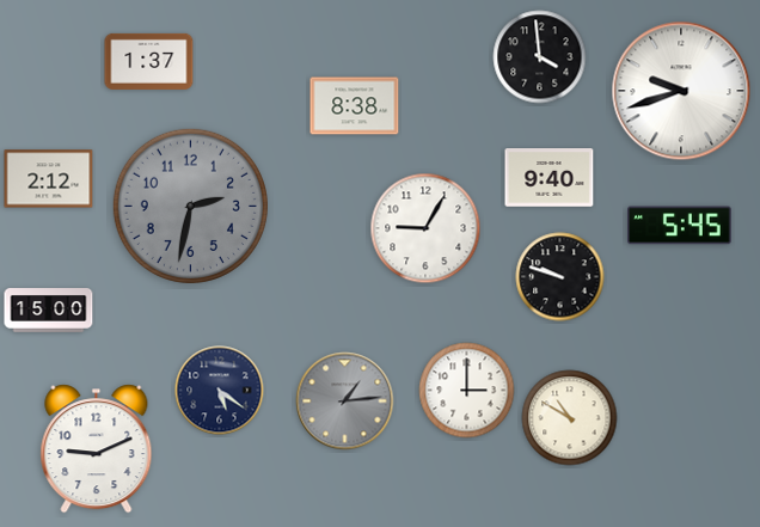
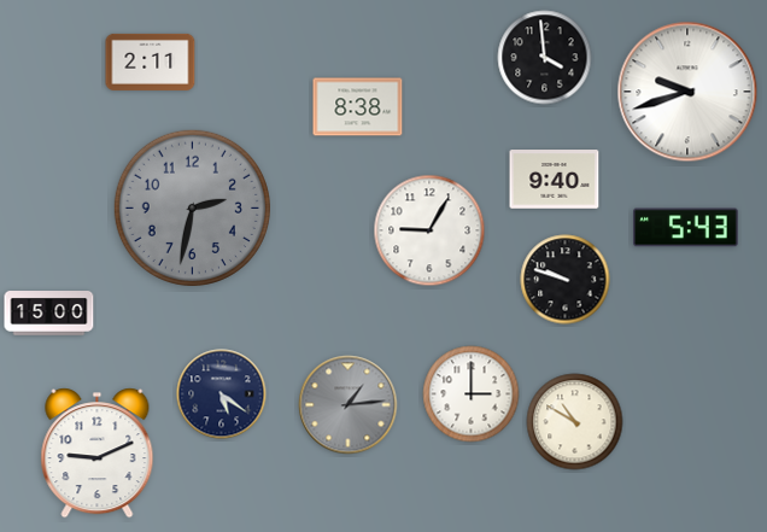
clock at (149, 61): 1:37 -> 2:11
clock at (49, 179): 2:12 -> none
clock at (680, 226): 5:45 -> 5:43
